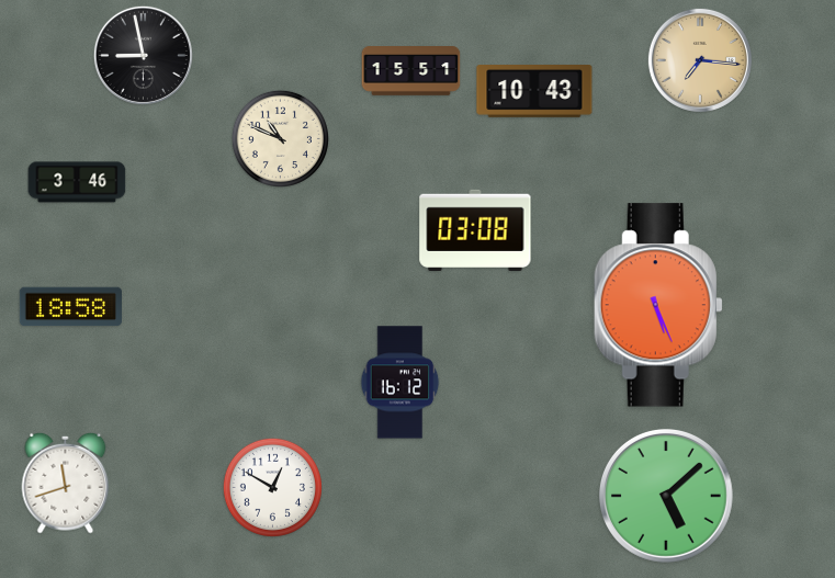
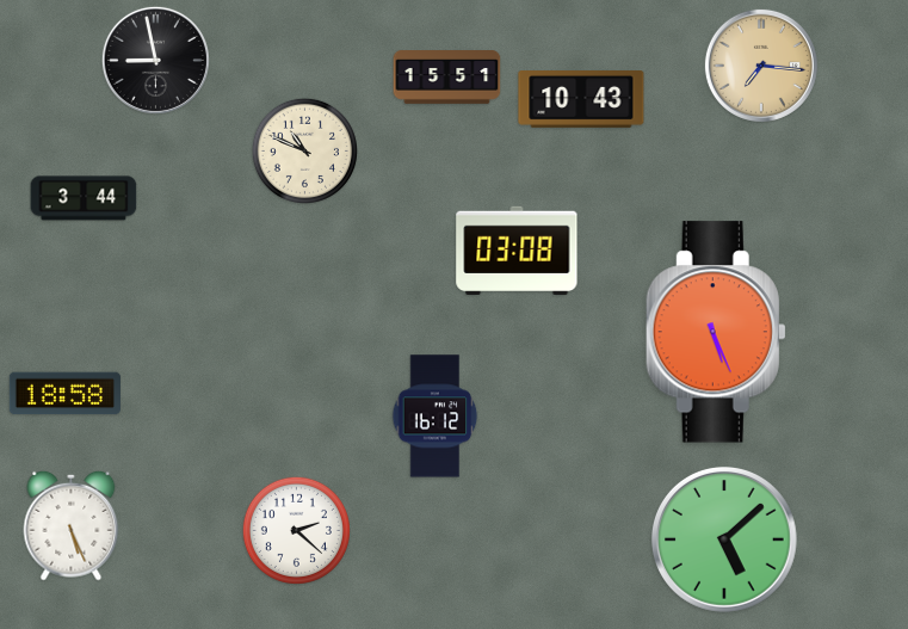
clock at (77, 182): 3:46 -> 3:44
clock at (70, 307) position: (70, 307) -> (64, 394)
clock at (66, 483): 11:42 -> 5:26
clock at (272, 487): 12:50 -> 2:22
